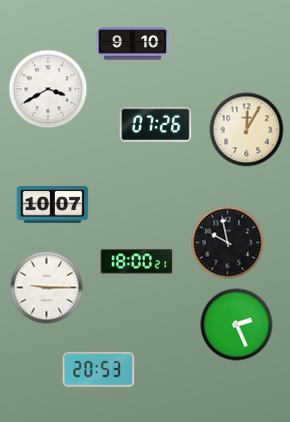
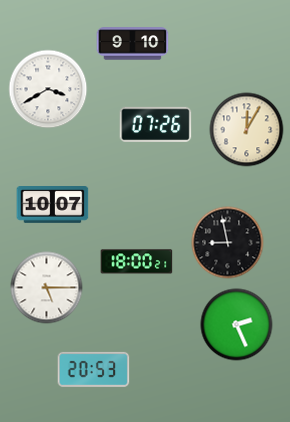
clock at (228, 243): 9:58 -> 8:58
clock at (47, 288): 9:15 -> 5:15
clock at (99, 369) position: (99, 369) -> (94, 369)
